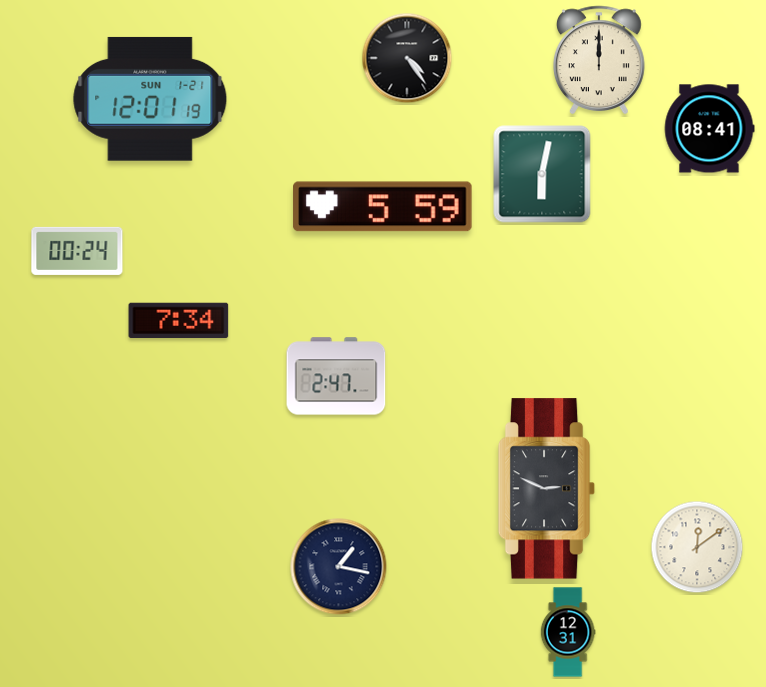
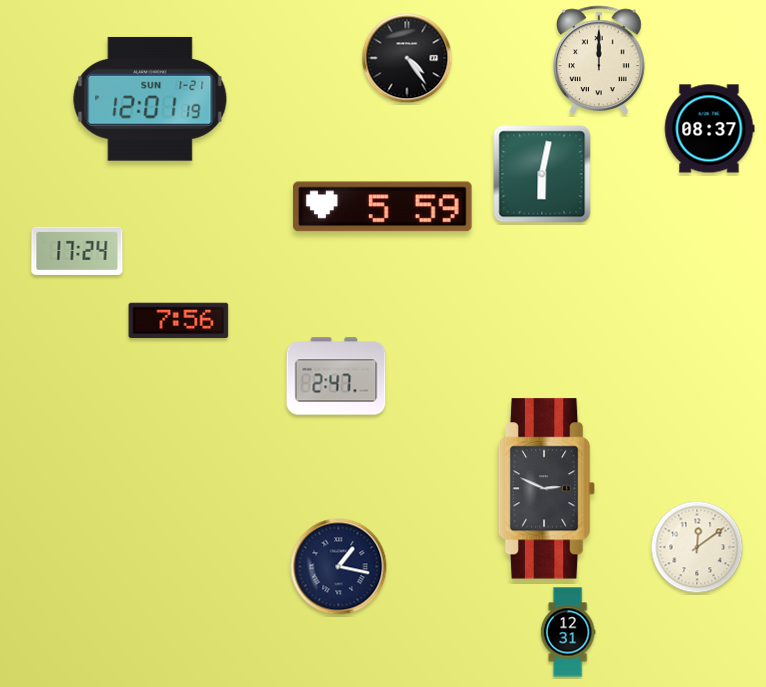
clock at (709, 129): 08:41 -> 08:37
clock at (77, 251): 00:24 -> 17:24
clock at (179, 321): 7:34 -> 7:56
